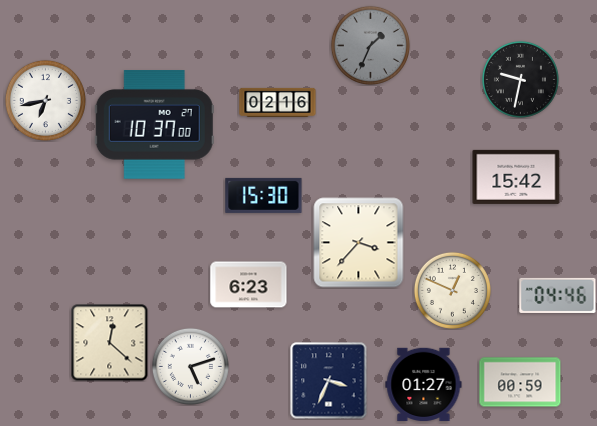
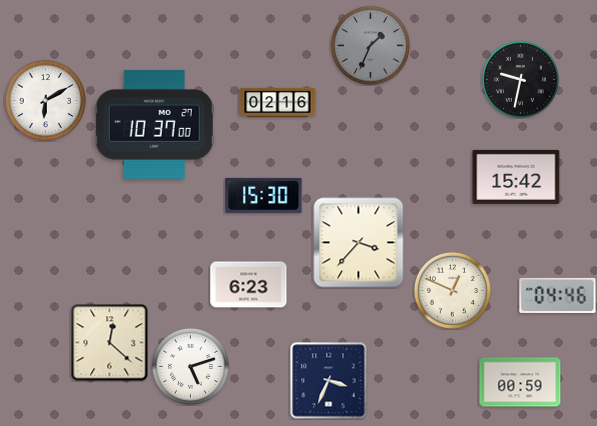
clock at (45, 100): 6:43 -> 6:10
clock at (424, 384): 01:27 -> none
